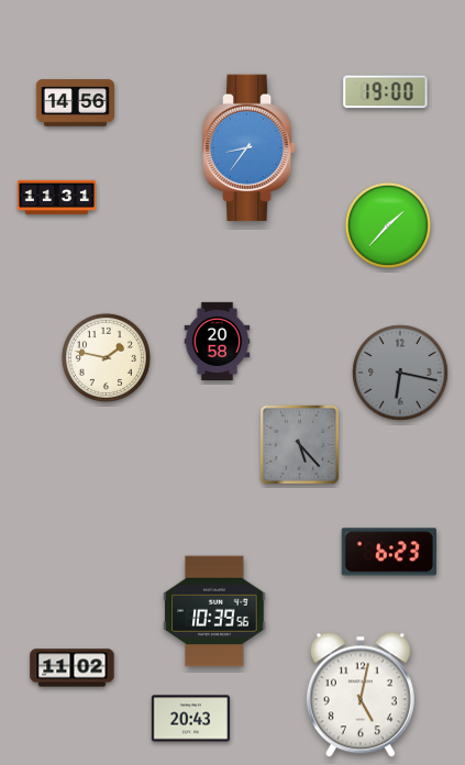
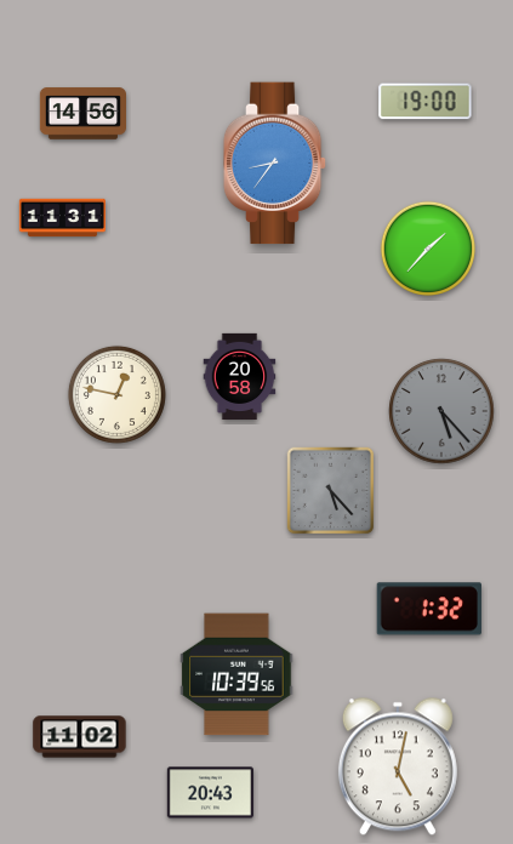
clock at (106, 357): 1:47 -> 12:47
clock at (400, 373): 6:17 -> 5:23
clock at (389, 552): 6:23 -> 1:32
